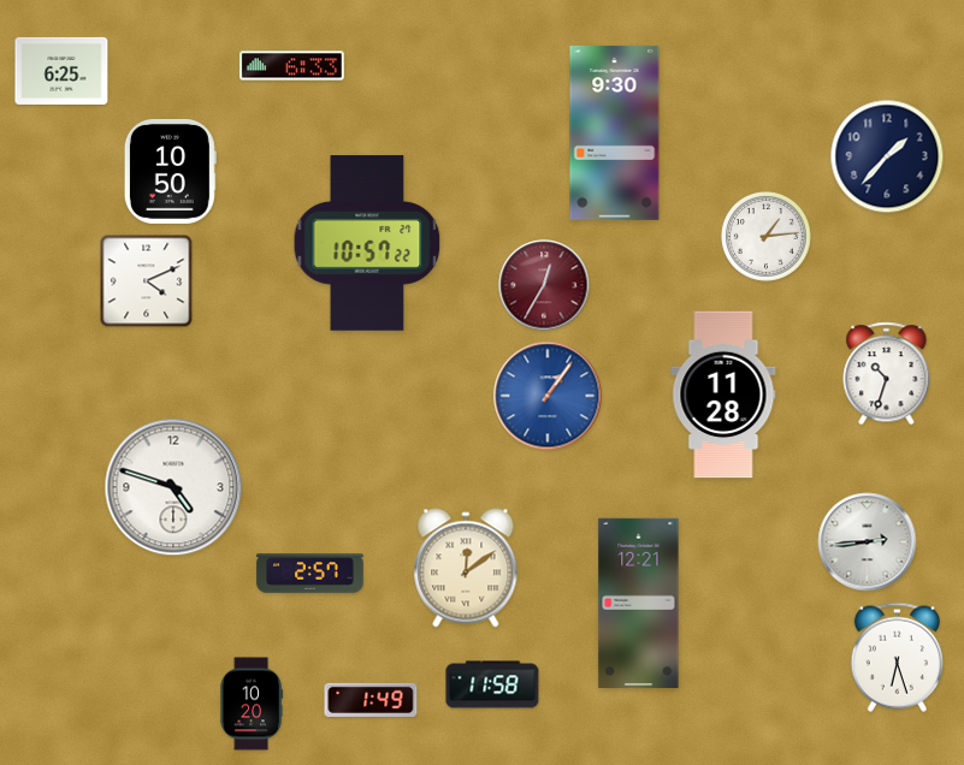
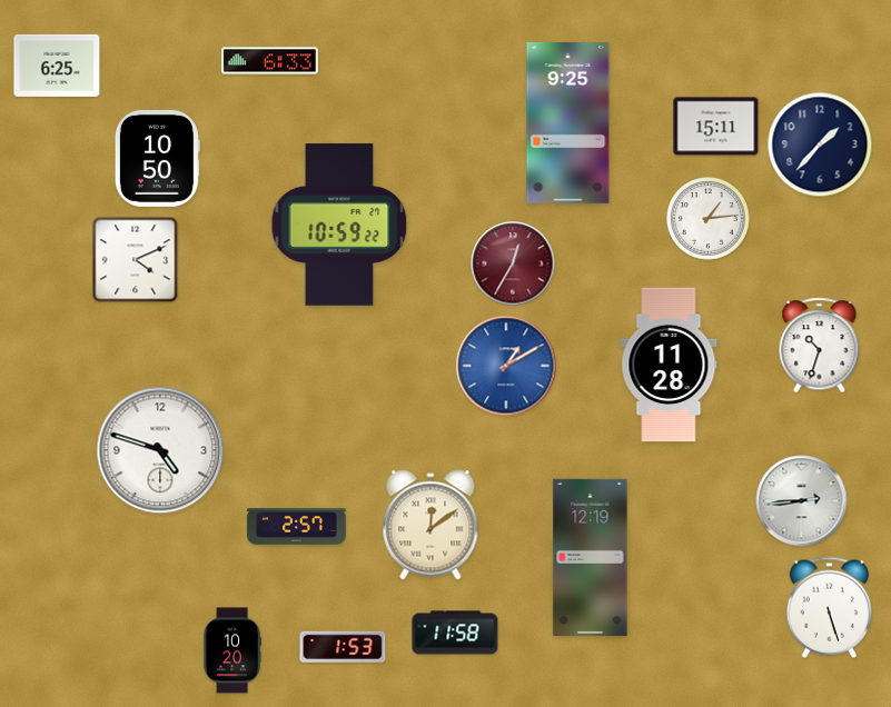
clock at (615, 132): 9:30 -> 9:25
clock at (716, 127): none -> 15:11
clock at (367, 243): 10:57 -> 10:59
clock at (544, 285) position: (544, 285) -> (513, 263)
clock at (548, 396): 1:06 -> 1:10
clock at (311, 574) position: (311, 574) -> (297, 527)
clock at (639, 603): 12:21 -> 12:19
clock at (897, 657): 6:27 -> 5:27
clock at (371, 700): 1:49 -> 1:53
